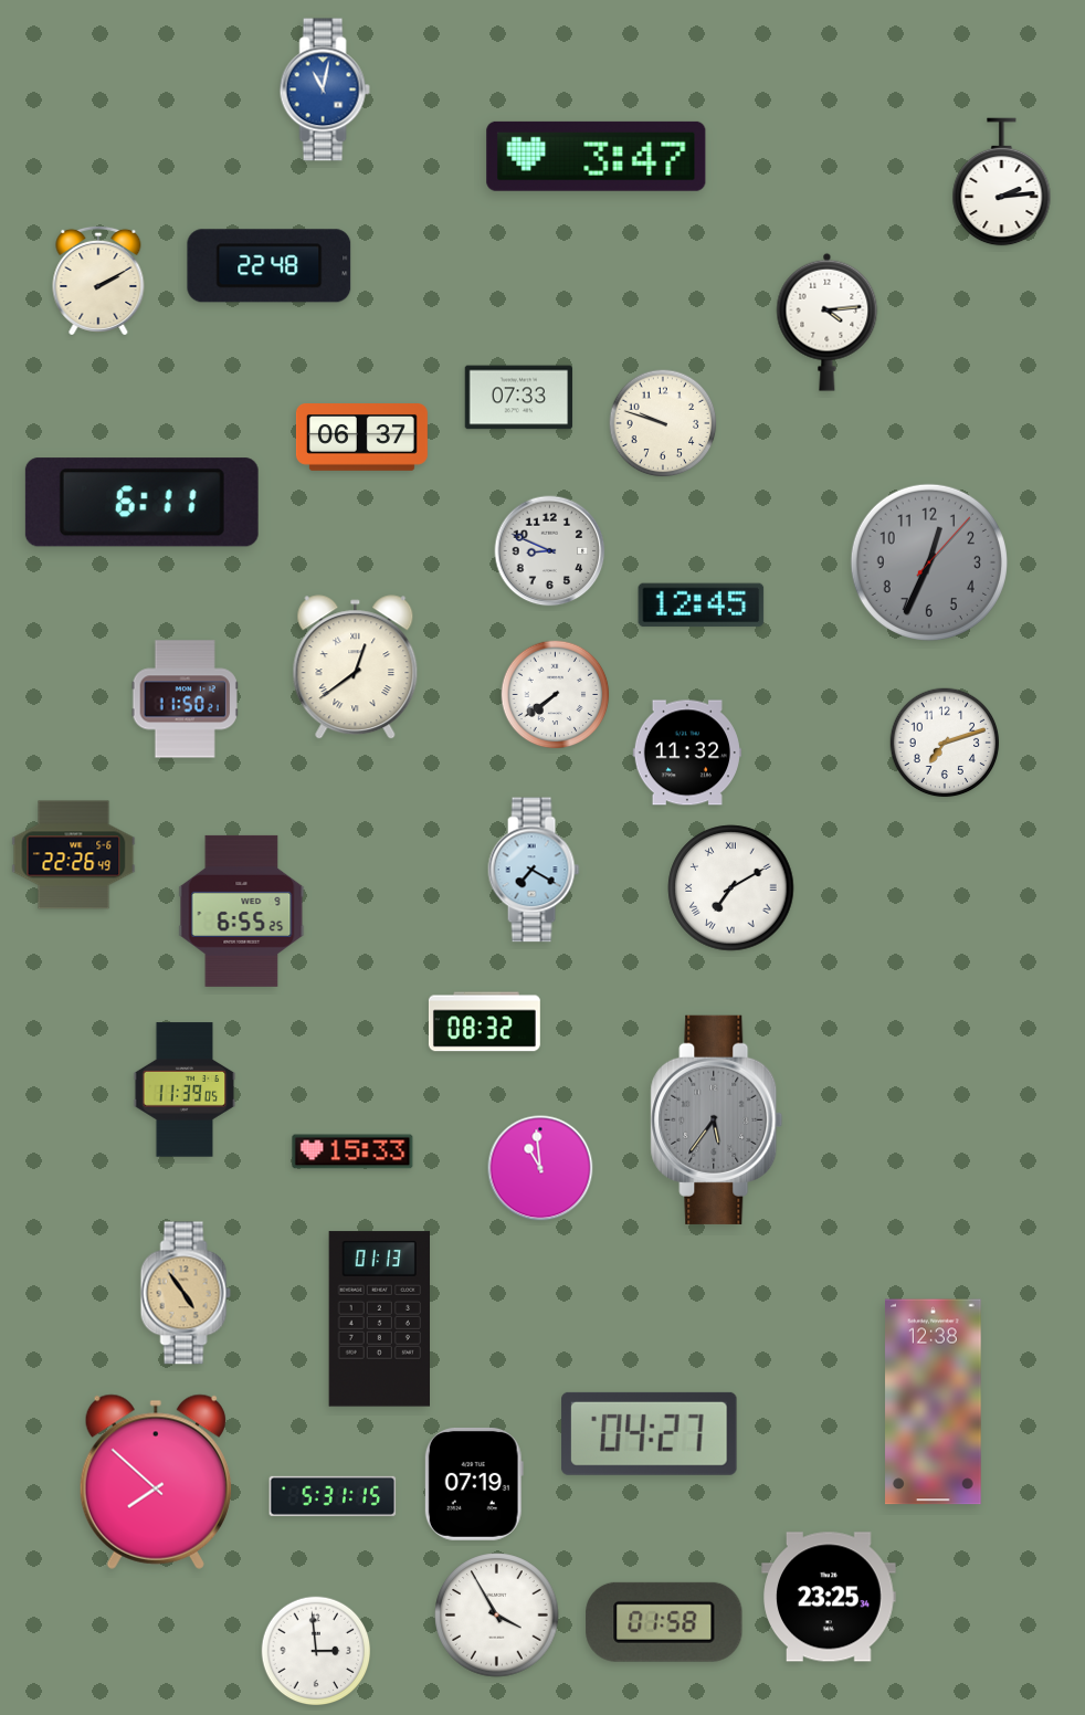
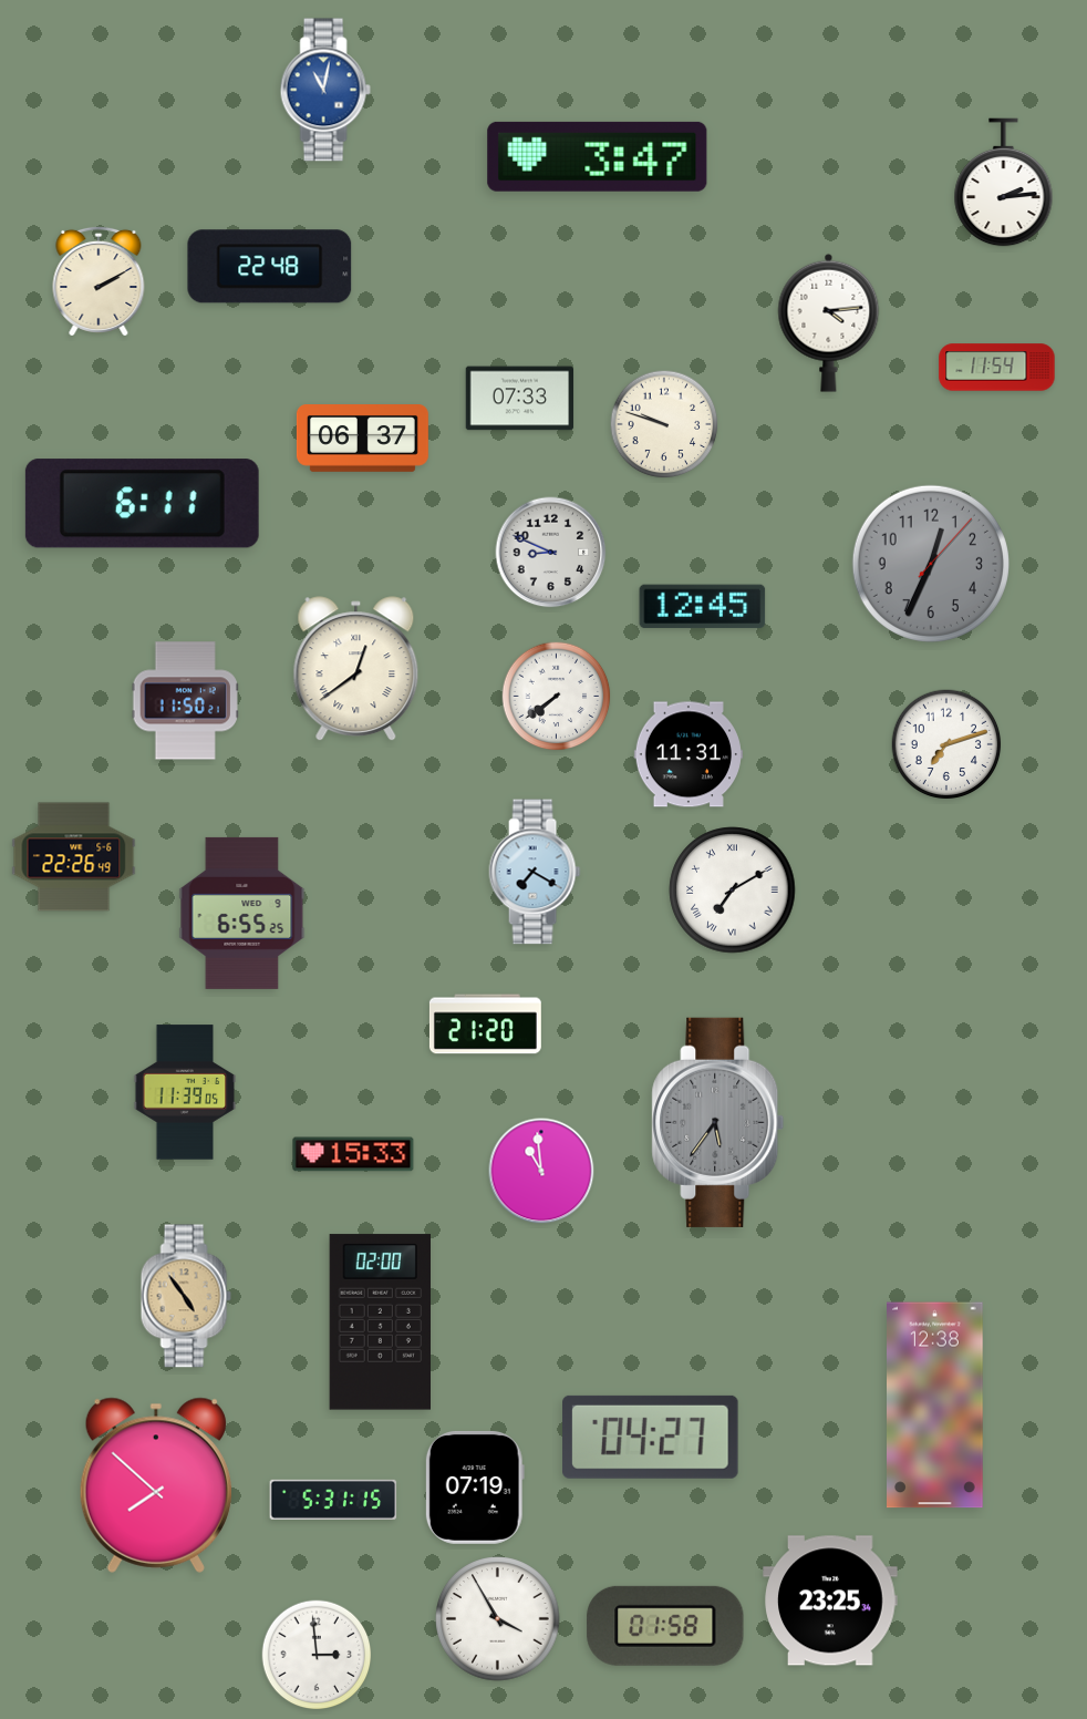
clock at (997, 368): none -> 11:54
clock at (686, 753): 11:32 -> 11:31
clock at (484, 1022): 08:32 -> 21:20
clock at (379, 1319): 01:13 -> 02:00
